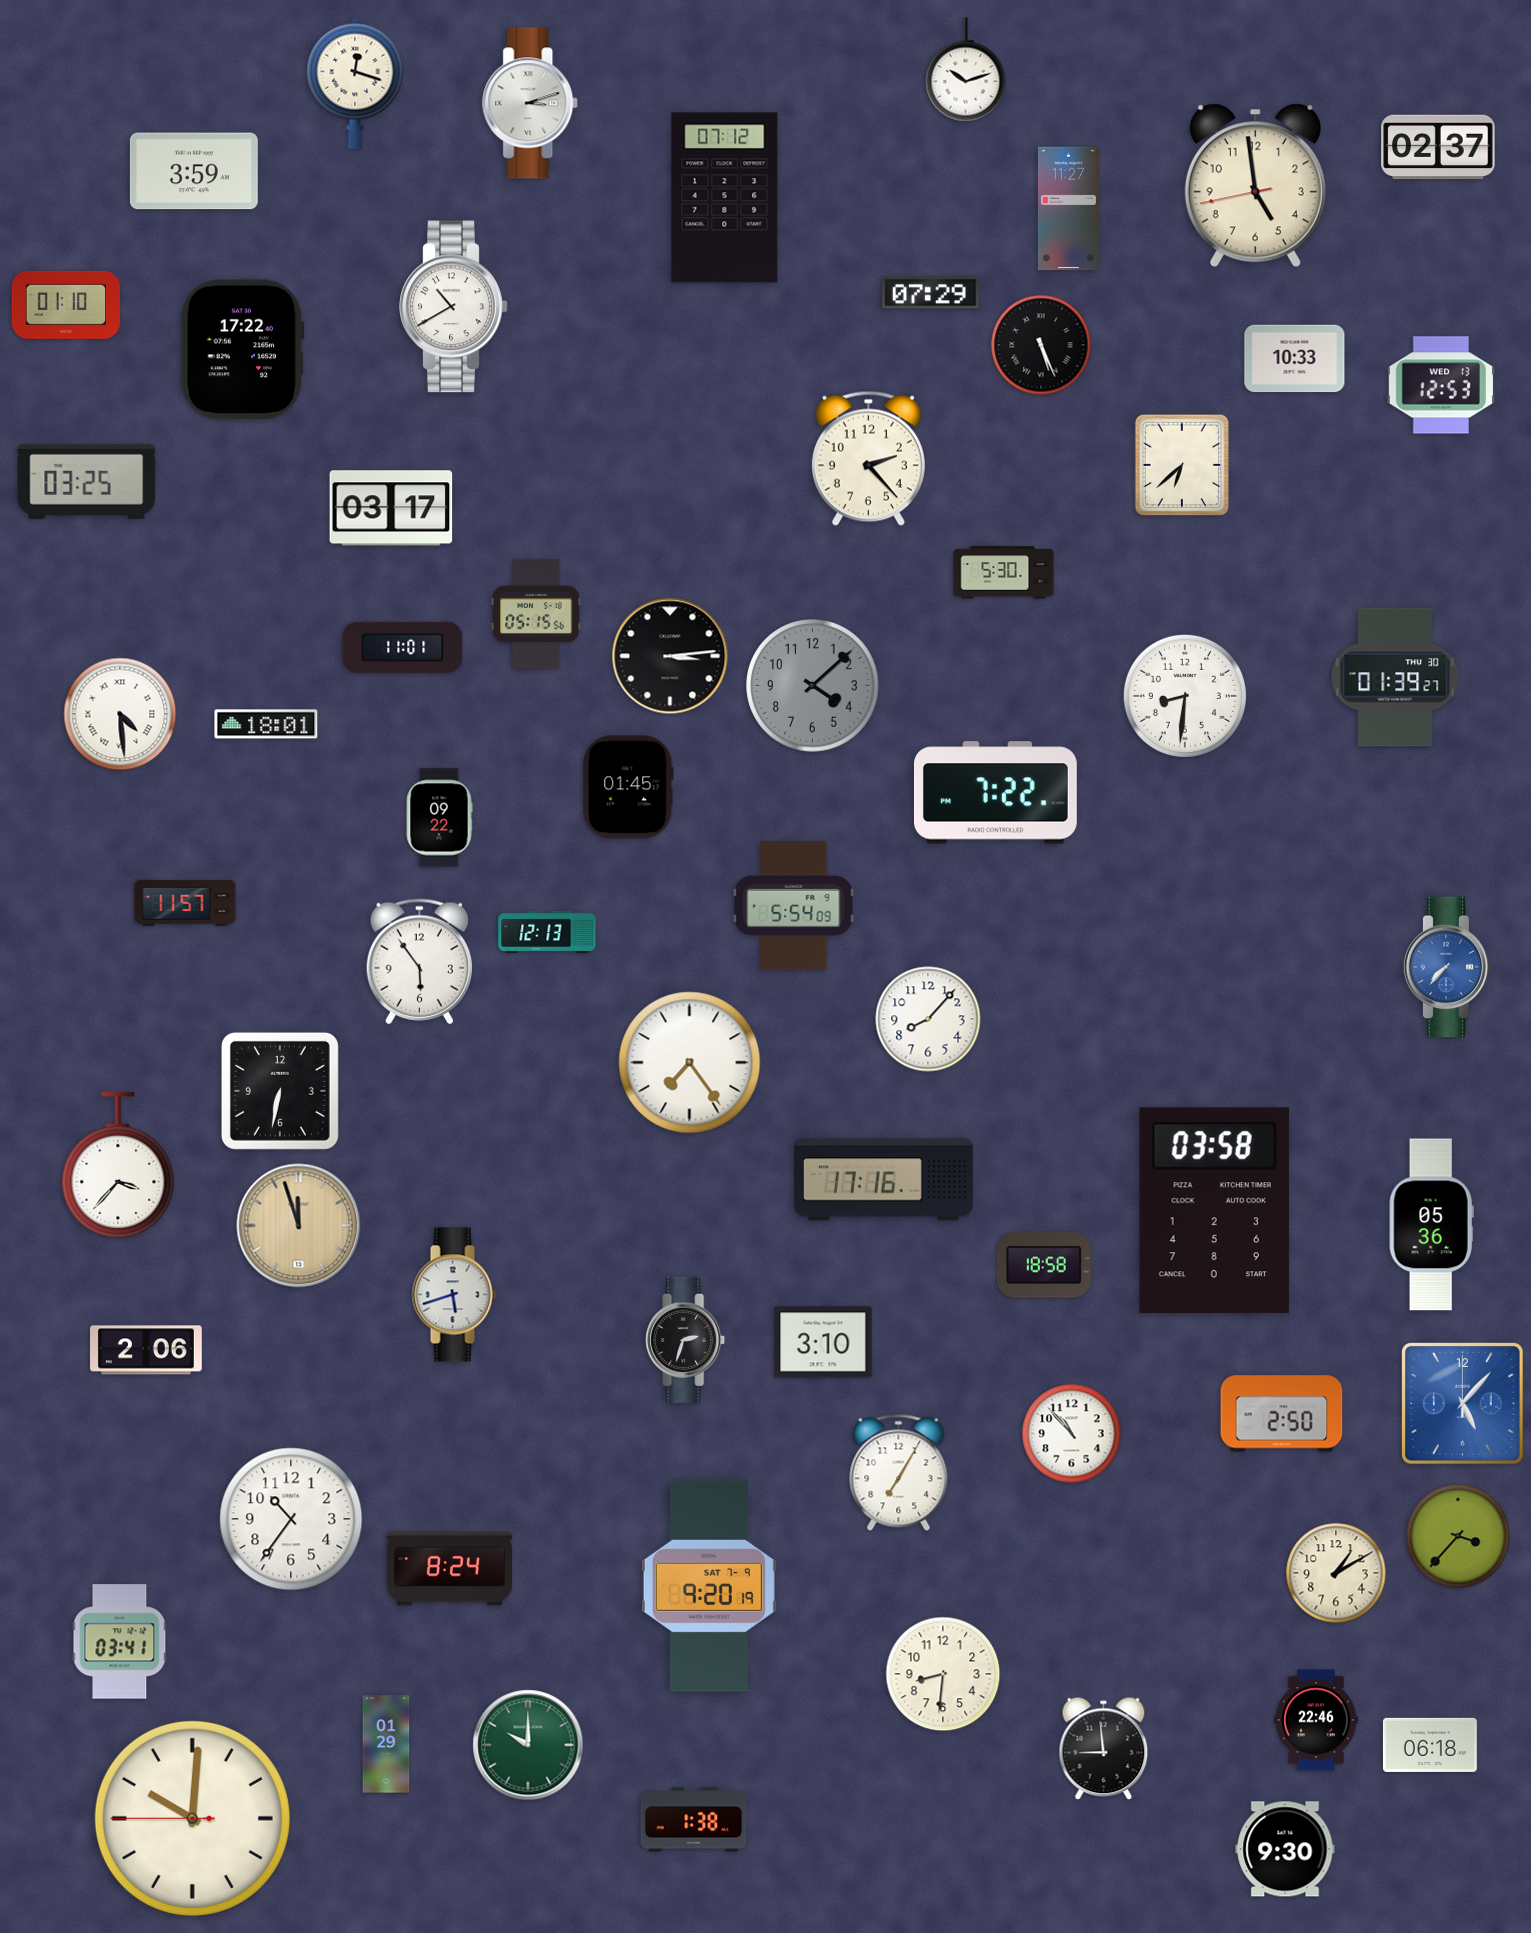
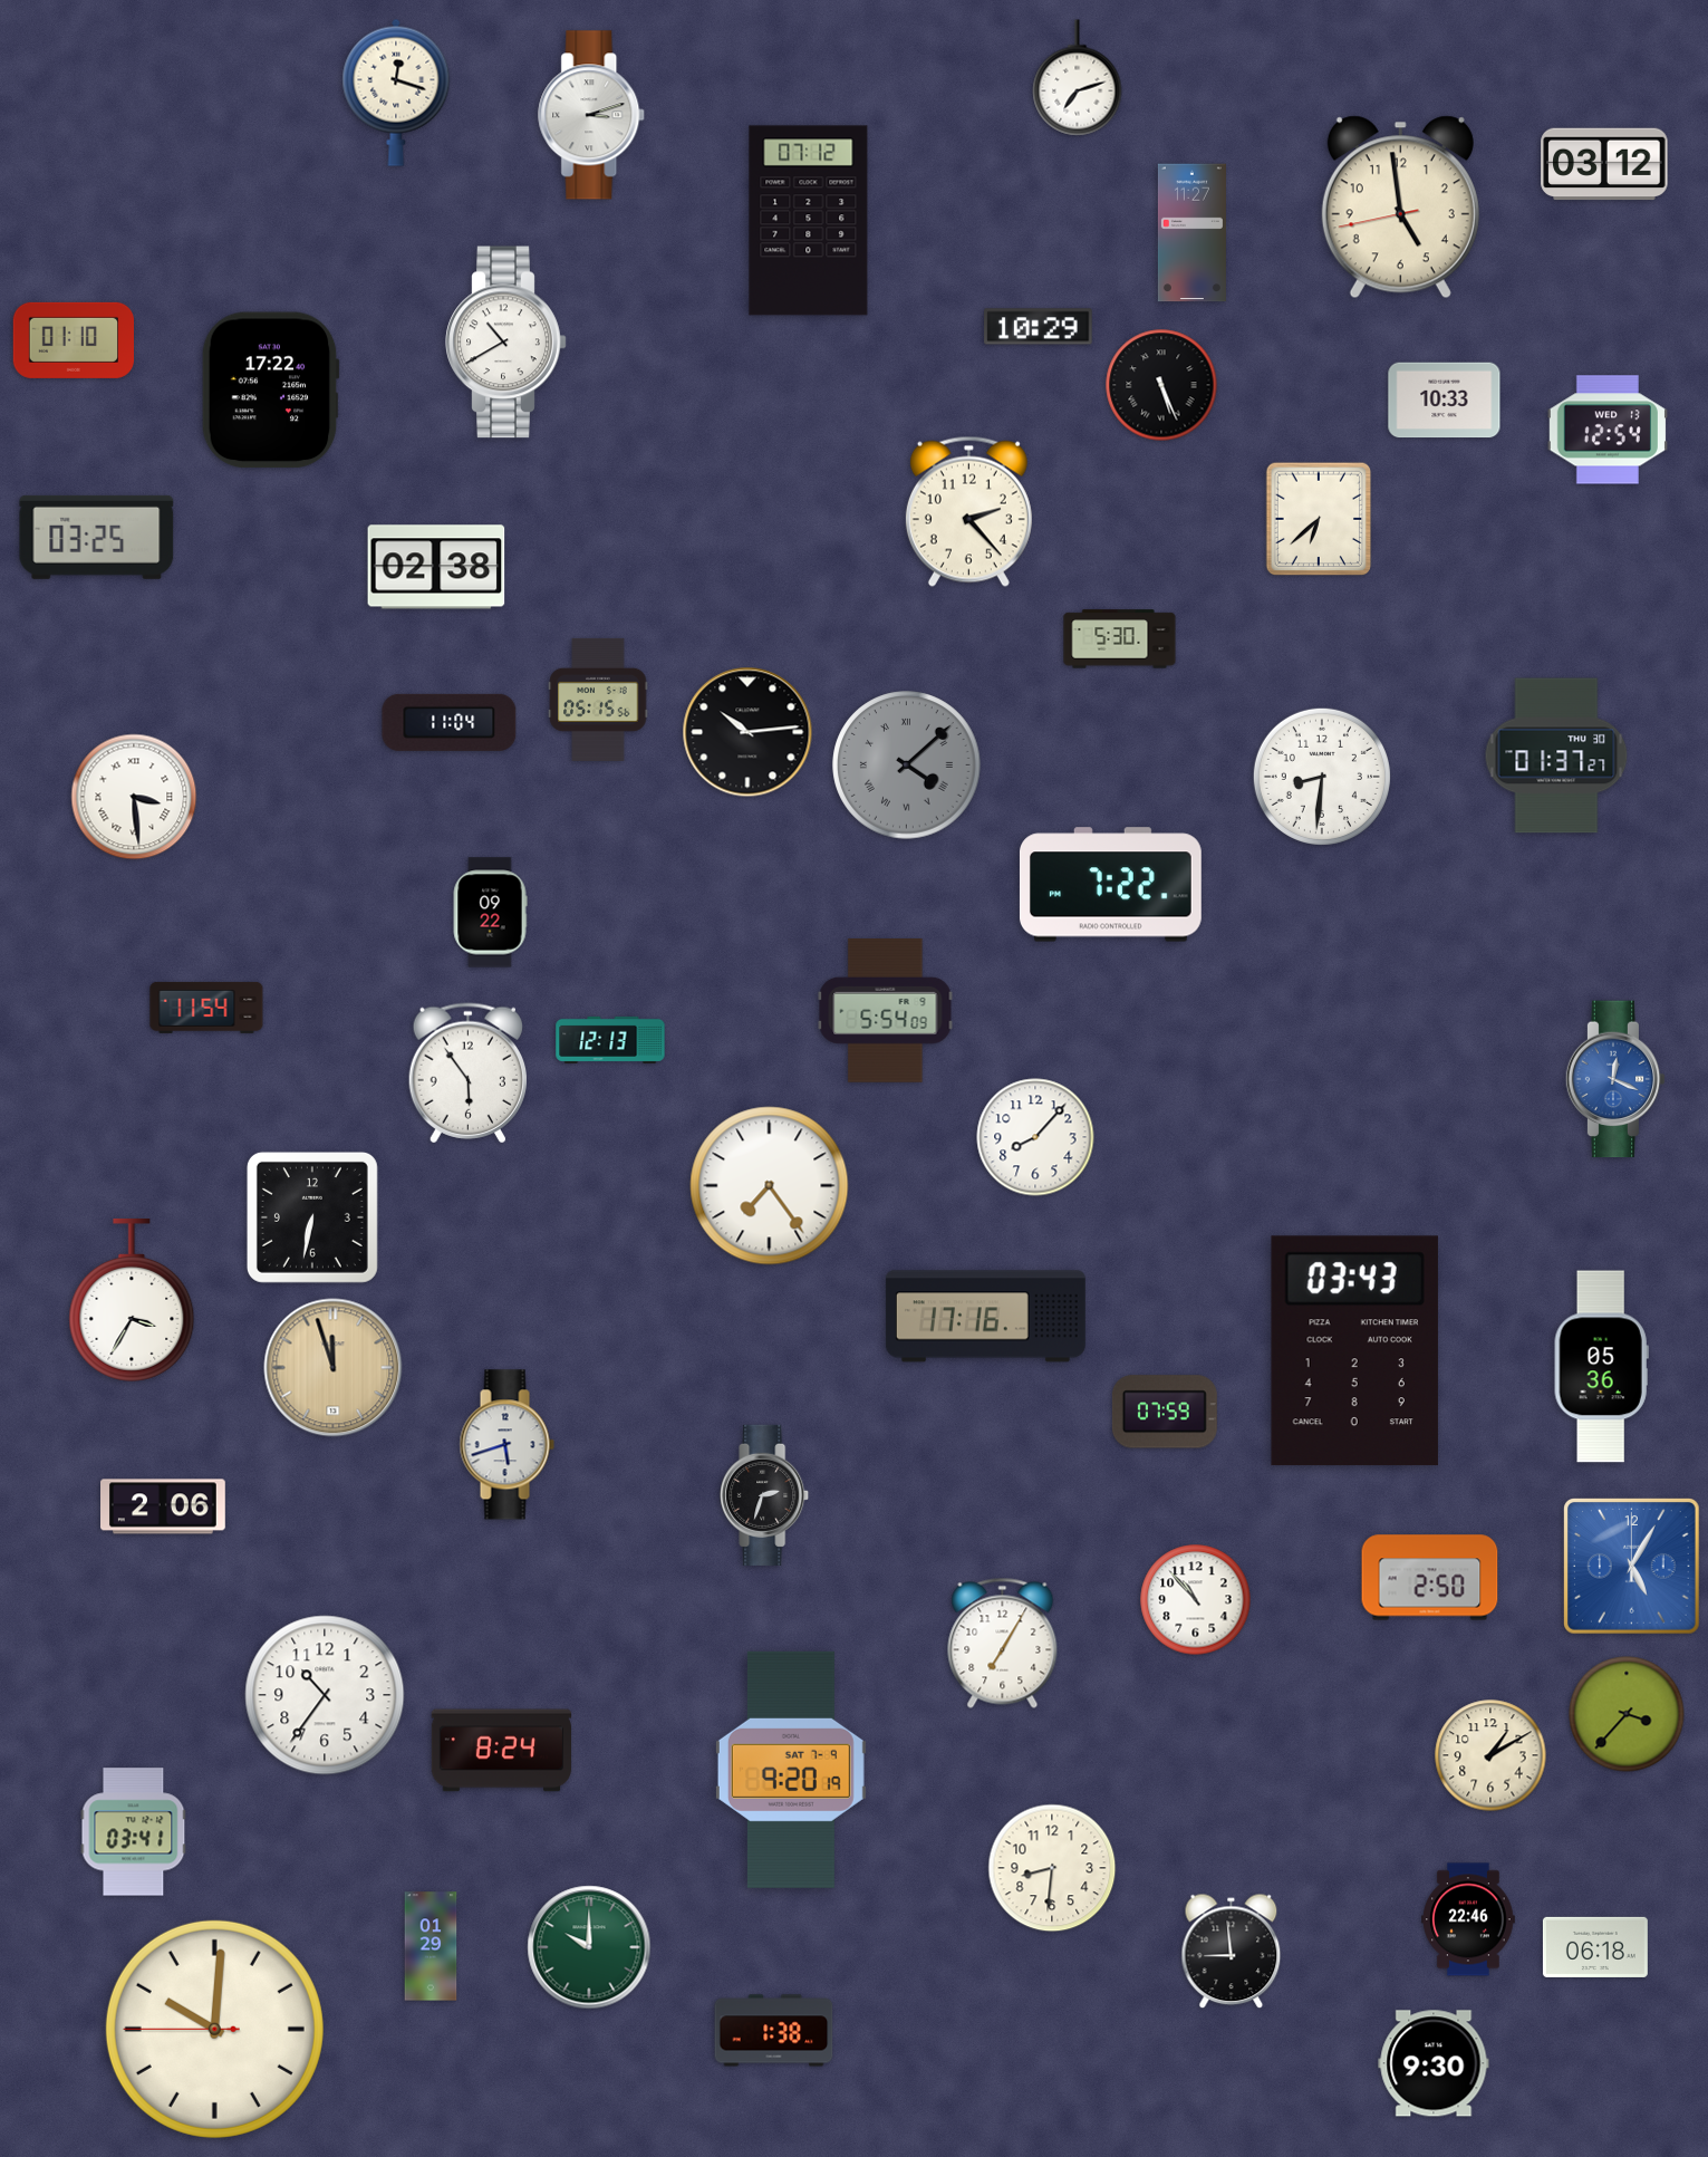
clock at (966, 70): 10:12 -> 7:12
clock at (1438, 147): 02:37 -> 03:12
clock at (194, 171): 3:59 -> none
clock at (931, 293): 07:29 -> 10:29
clock at (1441, 385): 12:53 -> 12:54
clock at (391, 508): 03:17 -> 02:38
clock at (536, 614) position: (536, 614) -> (598, 700)
clock at (403, 647): 11:01 -> 11:04
clock at (670, 656): 3:14 -> 10:14
clock at (1395, 677): 01:39 -> 01:37
clock at (813, 686) numerals: Arabic -> Roman
clock at (120, 714): 4:29 -> 3:29
clock at (266, 724): 18:01 -> none
clock at (628, 787): 01:45 -> none
clock at (185, 903): 11:57 -> 11:54
clock at (1448, 967): 7:37 -> 12:19
clock at (118, 1165): 3:37 -> 3:35
clock at (1214, 1211): 03:58 -> 03:43
clock at (1431, 1225) position: (1431, 1225) -> (1601, 1367)
clock at (1044, 1265): 18:58 -> 07:59
clock at (823, 1342): 3:10 -> none
clock at (1463, 1404): 5:07 -> 5:05
